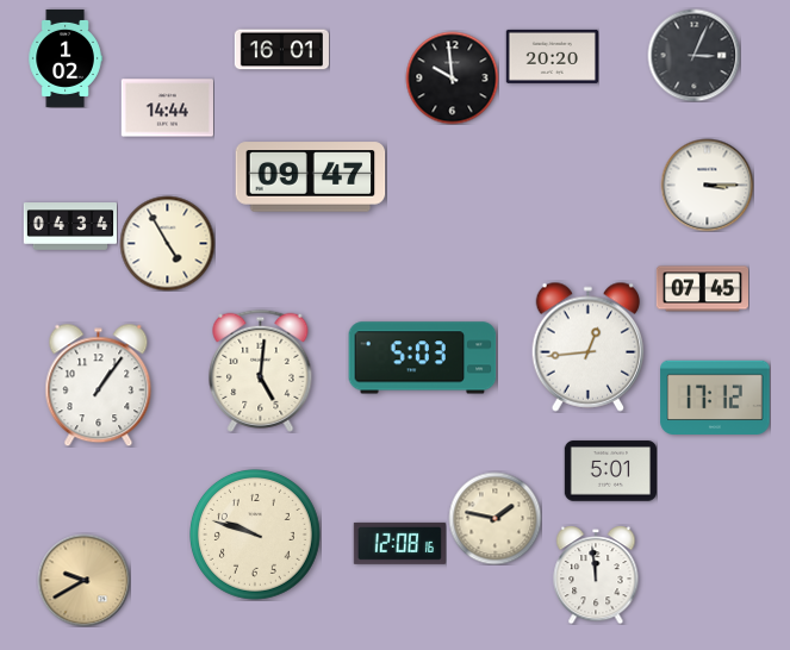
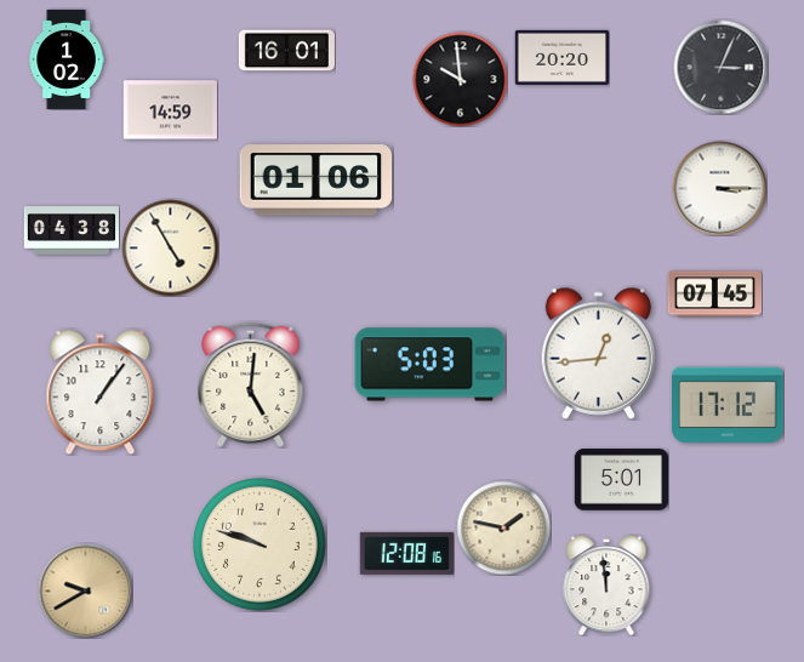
clock at (693, 55) position: (693, 55) -> (720, 67)
clock at (167, 108): 14:44 -> 14:59
clock at (311, 177): 09:47 -> 01:06
clock at (69, 226): 04:34 -> 04:38
clock at (261, 370) position: (261, 370) -> (251, 384)
